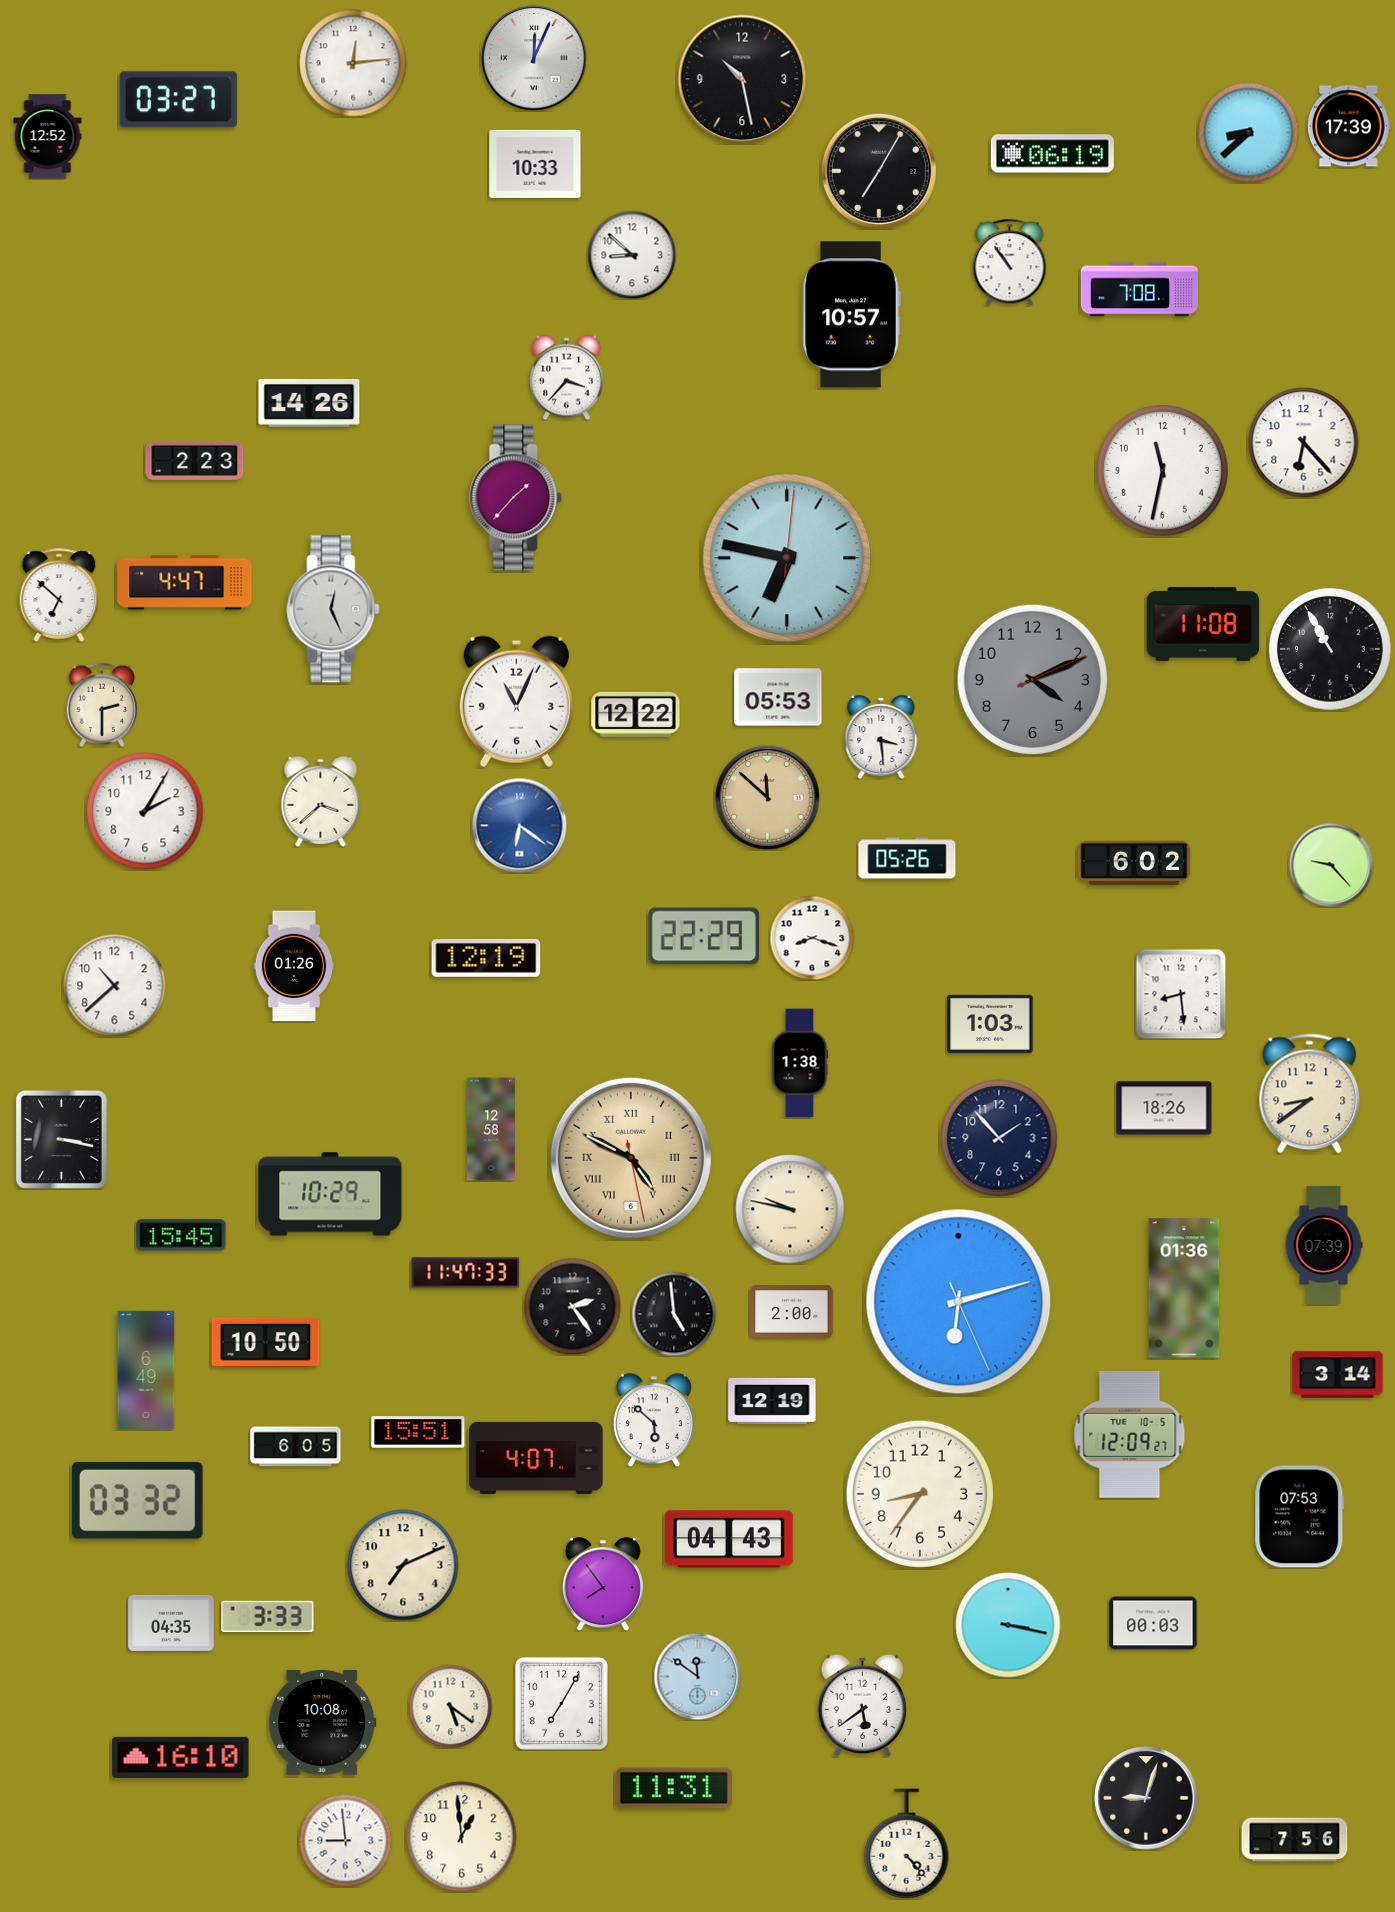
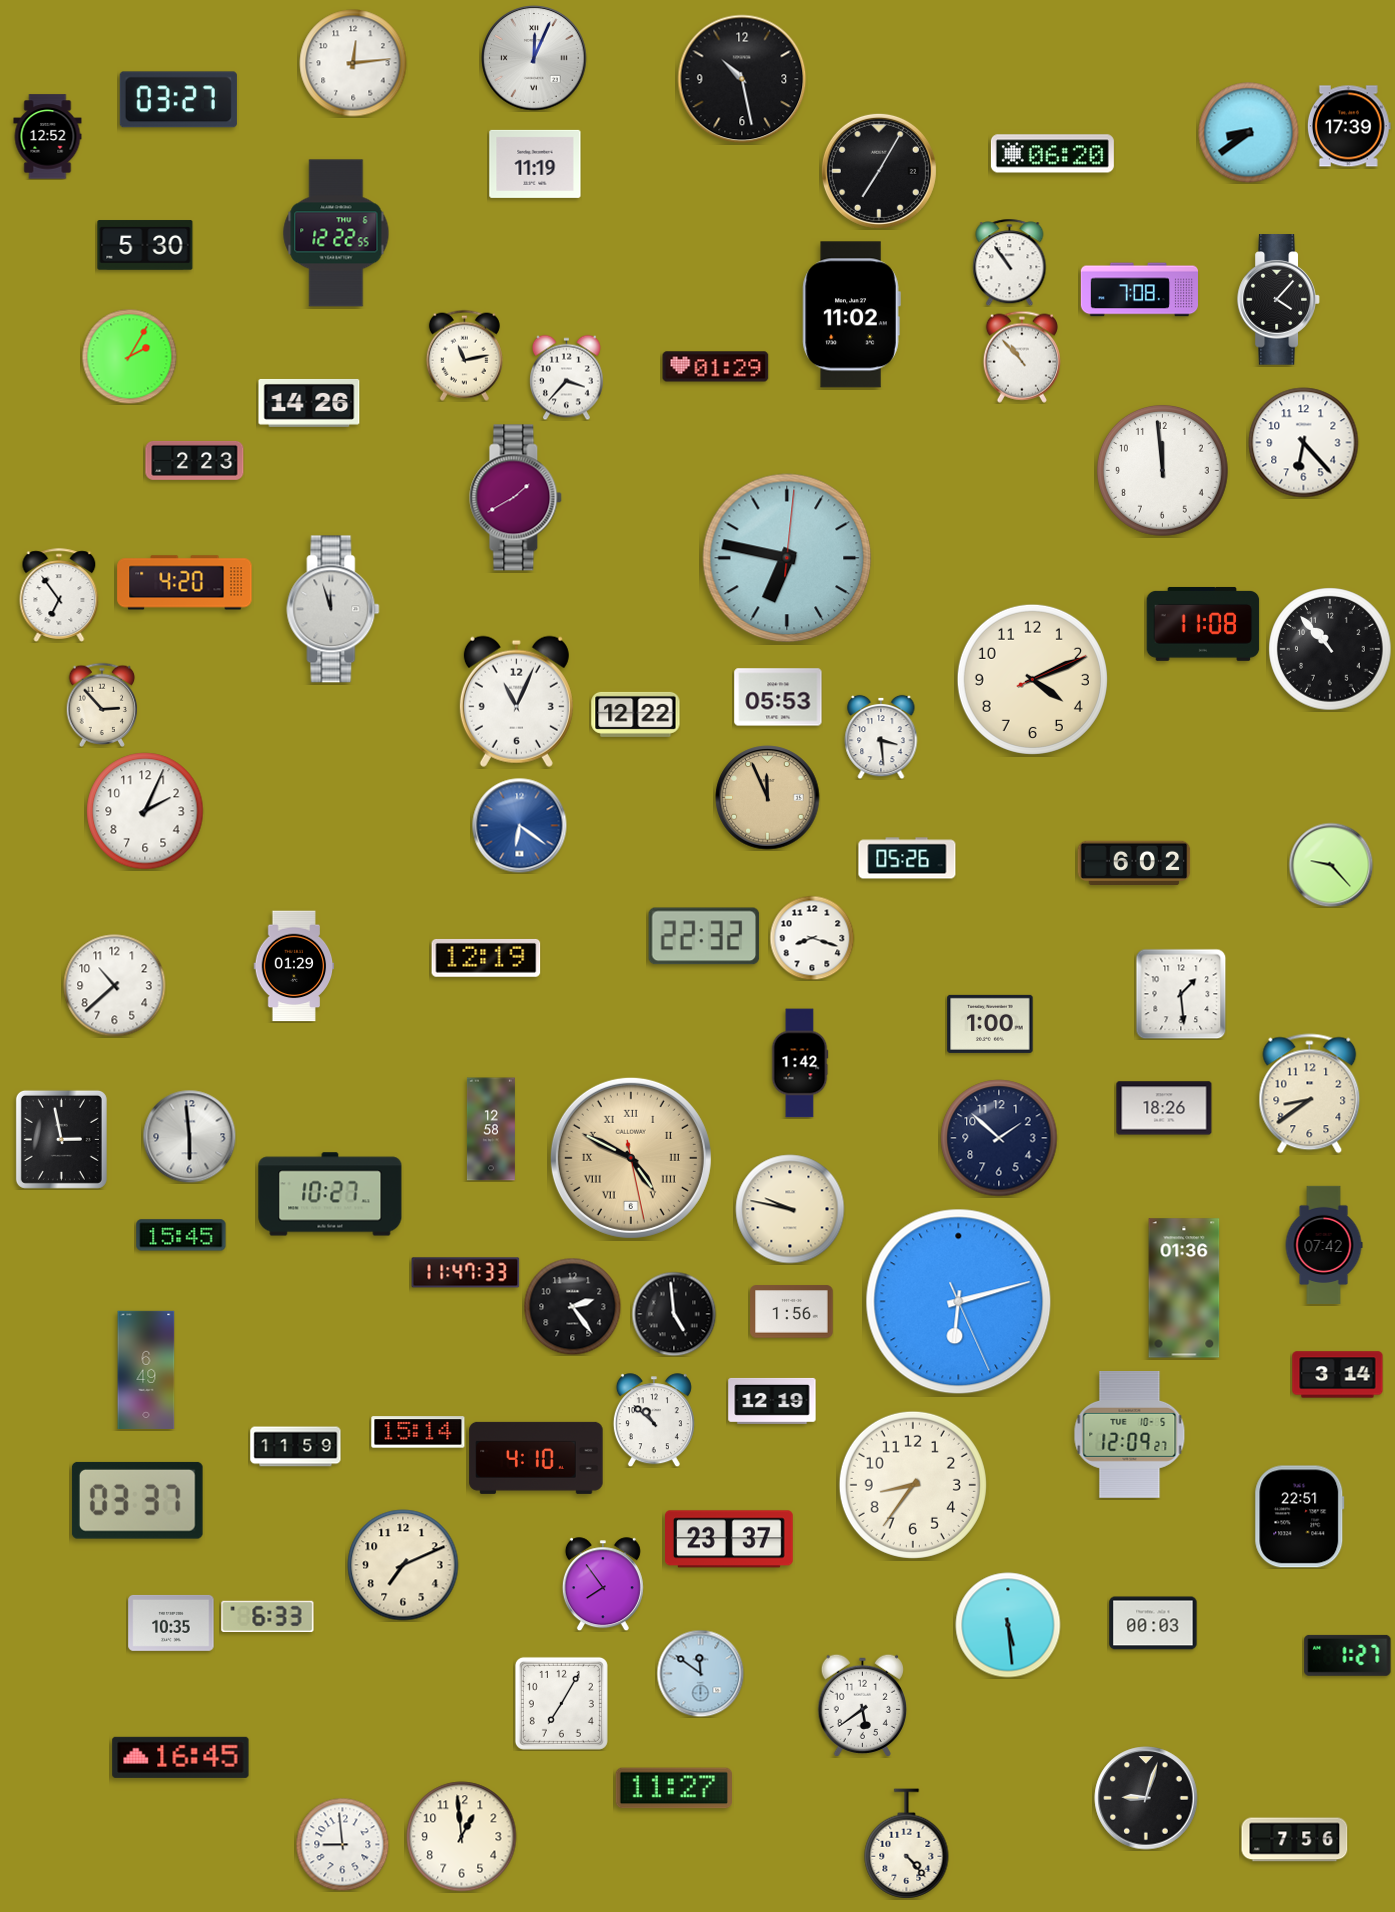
clock at (1249, 133): 8:38 -> 8:39
clock at (1052, 154): 06:19 -> 06:20
clock at (535, 164): 10:33 -> 11:19
clock at (336, 233): none -> 12:22
clock at (145, 245): none -> 5:30
clock at (632, 255): 8:52 -> none
clock at (1279, 300): none -> 4:07
clock at (851, 315): 10:57 -> 11:02
clock at (464, 355): none -> 11:13
clock at (129, 356): none -> 2:05
clock at (1022, 357): none -> 10:53
clock at (716, 367): none -> 01:29
clock at (1162, 470): 11:32 -> 11:59
clock at (516, 498): 1:37 -> 1:40
clock at (185, 583): 4:47 -> 4:20
clock at (59, 595): 6:52 -> 6:54
clock at (333, 609): 12:26 -> 11:57
clock at (1330, 649): 10:55 -> 10:53
clock at (1032, 679) dial: grey -> cream
clock at (102, 704): 2:30 -> 2:53
clock at (768, 798): 11:52 -> 11:56
clock at (321, 801): 3:38 -> none
clock at (145, 811): 2:05 -> 2:04
clock at (704, 936): 22:29 -> 22:32
clock at (294, 966): 01:26 -> 01:29
clock at (1181, 994): 8:29 -> 1:29
clock at (990, 1024): 1:03 -> 1:00
clock at (800, 1063): 1:38 -> 1:42
clock at (189, 1136): none -> 5:59
clock at (999, 1138): 1:53 -> 1:52
clock at (61, 1139): 3:17 -> 2:58
clock at (330, 1194): 10:29 -> 10:27
clock at (1324, 1244): 07:39 -> 07:42
clock at (792, 1312): 2:00 -> 1:56
clock at (266, 1342): 10:50 -> none
clock at (654, 1420): 5:52 -> 10:52
clock at (418, 1432): 15:51 -> 15:14
clock at (296, 1447): 6:05 -> 11:59
clock at (536, 1458): 4:07 -> 4:10
clock at (920, 1494) position: (920, 1494) -> (913, 1485)
clock at (137, 1500): 03:32 -> 03:37
clock at (1300, 1517): 07:53 -> 22:51
clock at (730, 1539): 04:43 -> 23:37
clock at (268, 1616): 3:33 -> 6:33
clock at (171, 1623): 04:35 -> 10:35
clock at (1008, 1625): 3:17 -> 5:29
clock at (1348, 1655): none -> 1:27
clock at (697, 1676) position: (697, 1676) -> (700, 1673)
clock at (450, 1706): 5:21 -> none
clock at (323, 1722): 10:08 -> none
clock at (181, 1757): 16:10 -> 16:45
clock at (673, 1788): 11:31 -> 11:27
clock at (345, 1840) position: (345, 1840) -> (342, 1844)
